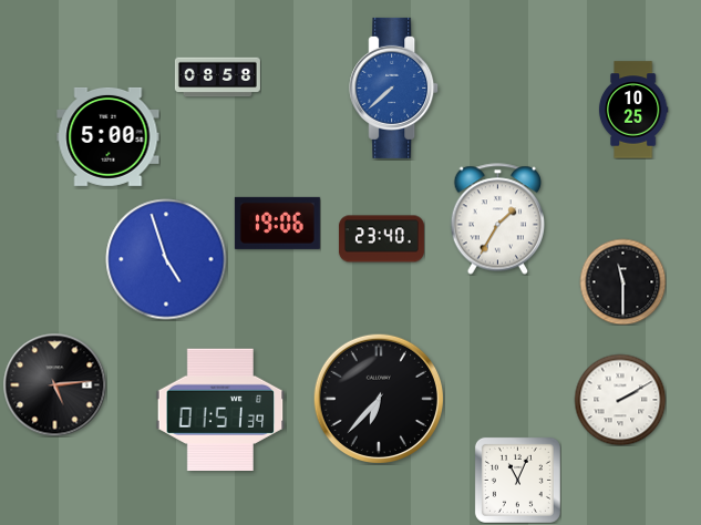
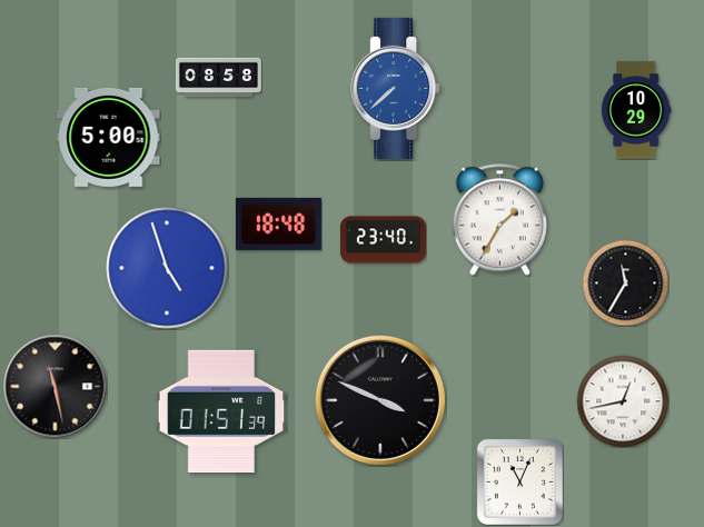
clock at (633, 110): 10:25 -> 10:29
clock at (277, 223): 19:06 -> 18:48
clock at (166, 259) position: (166, 259) -> (167, 268)
clock at (622, 281): 11:30 -> 11:35
clock at (54, 384): 5:14 -> 11:28
clock at (378, 398): 6:37 -> 3:49
clock at (620, 400): 2:10 -> 12:43
